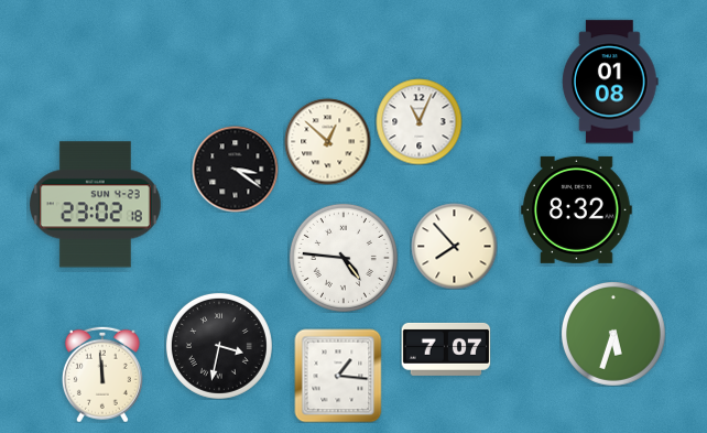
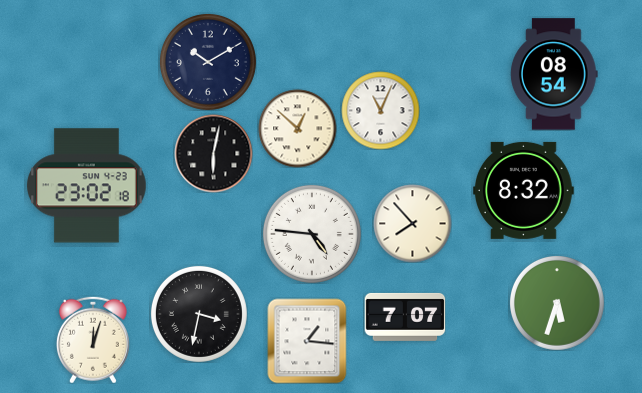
clock at (208, 62): none -> 10:10
clock at (610, 82): 01:08 -> 08:54
clock at (235, 169): 3:21 -> 6:02
clock at (102, 375): 11:59 -> 12:03
